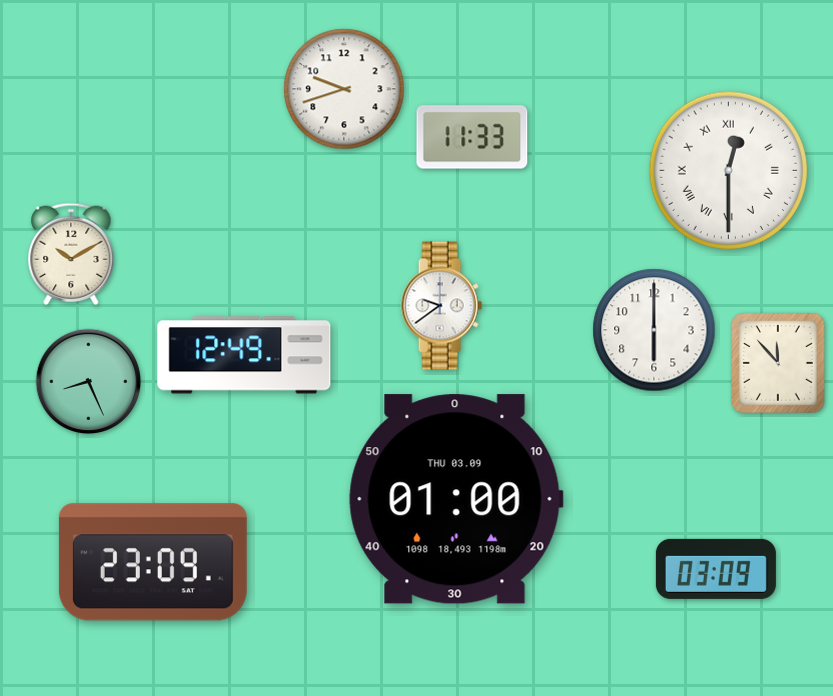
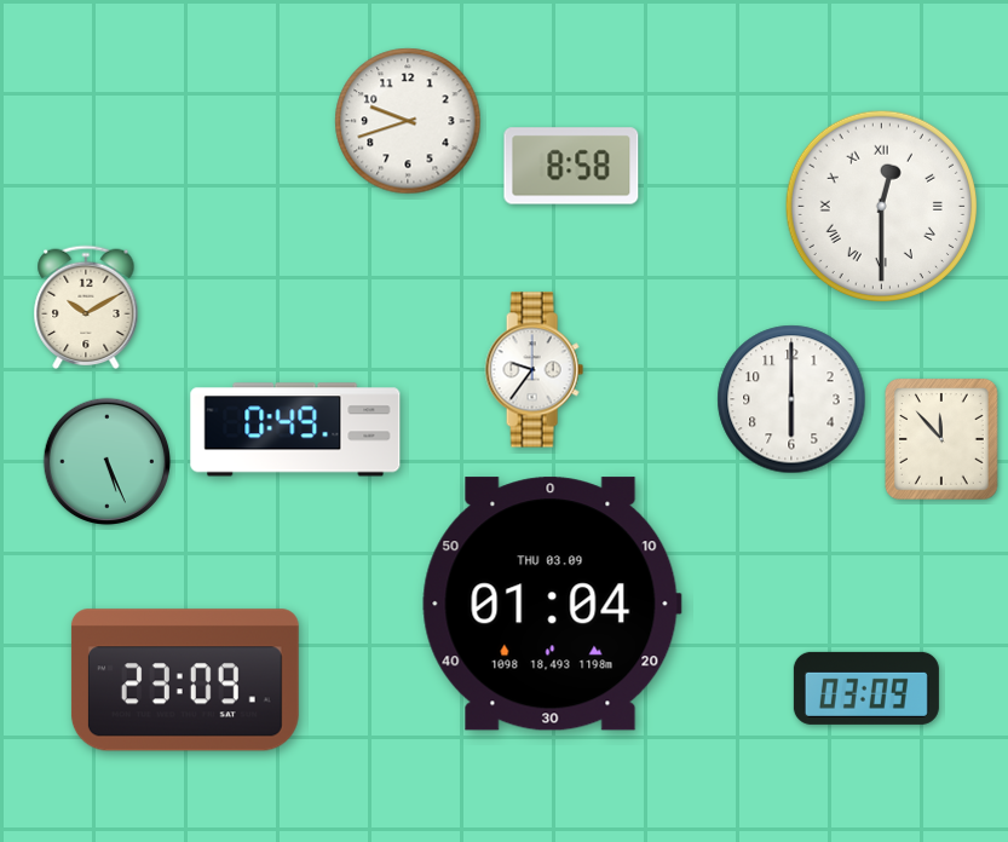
clock at (344, 89) position: (344, 89) -> (408, 121)
clock at (472, 137): 11:33 -> 8:58
clock at (441, 306): 9:39 -> 9:36
clock at (244, 355): 12:49 -> 0:49
clock at (89, 382): 8:26 -> 5:26
clock at (456, 499): 01:00 -> 01:04
